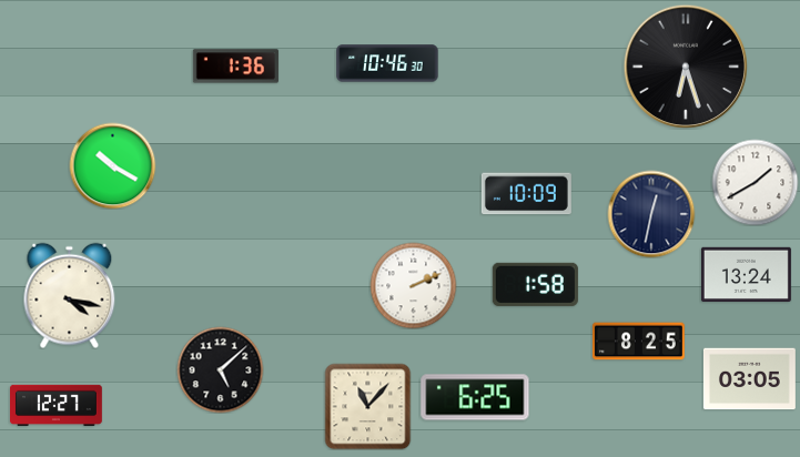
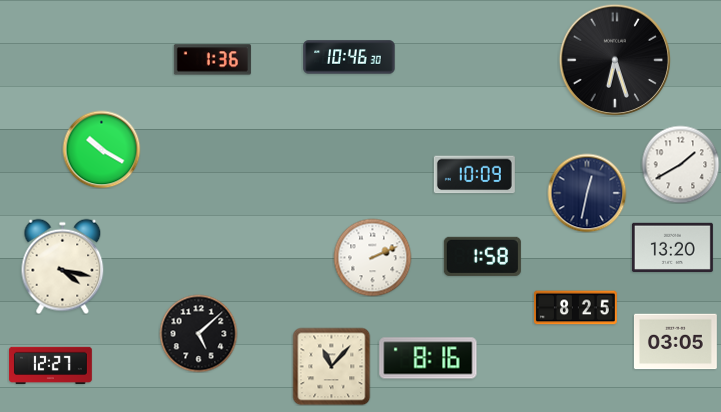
clock at (686, 67) position: (686, 67) -> (615, 60)
clock at (746, 274): 13:24 -> 13:20
clock at (475, 397): 6:25 -> 8:16
